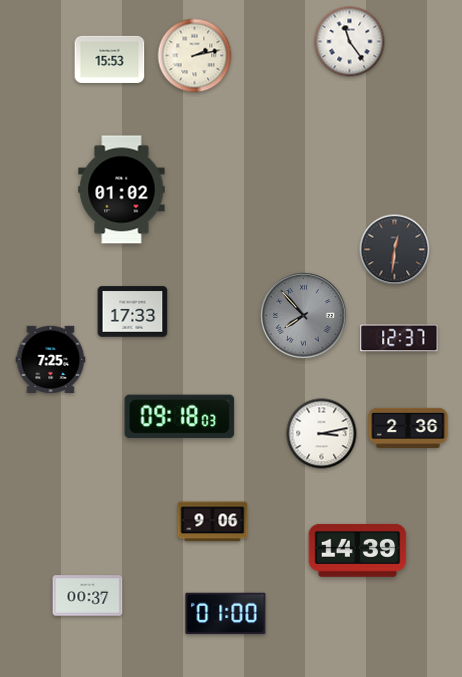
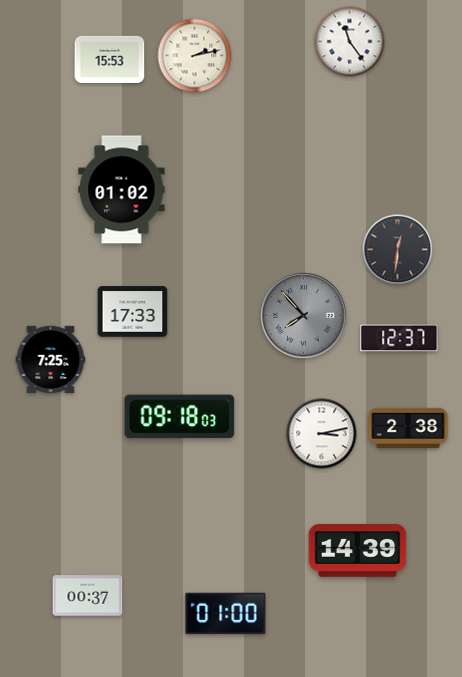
clock at (395, 250) position: (395, 250) -> (398, 250)
clock at (408, 428): 2:36 -> 2:38
clock at (213, 522): 9:06 -> none
